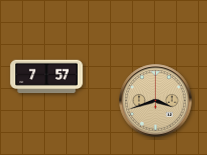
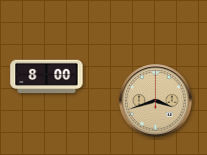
clock at (47, 77): 7:57 -> 8:00
